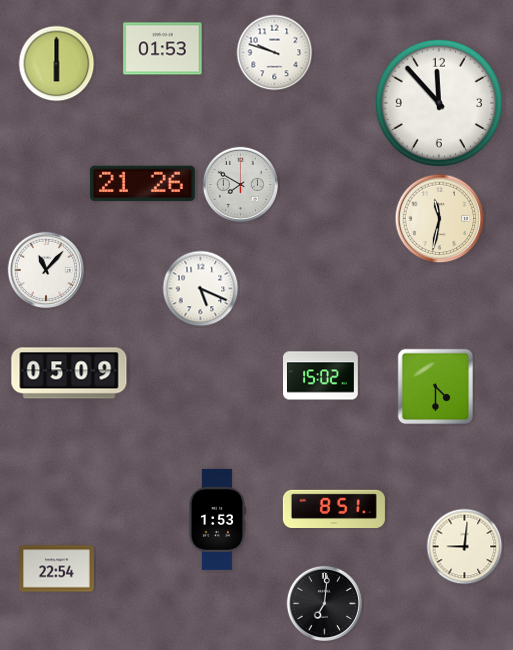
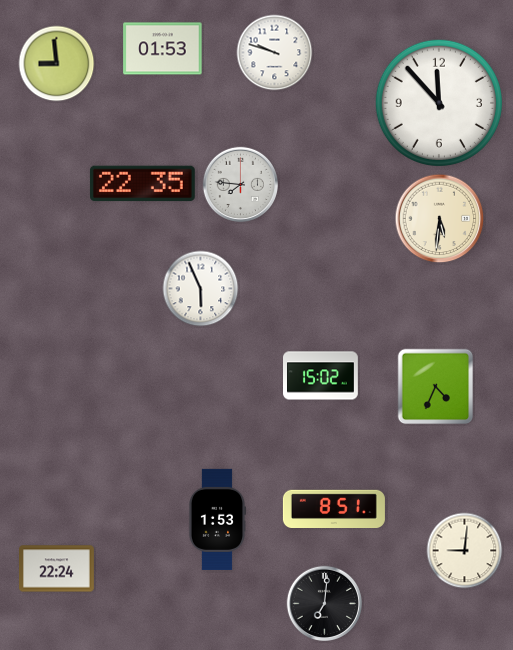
clock at (57, 64): 6:00 -> 8:59
clock at (142, 184): 21:26 -> 22:35
clock at (240, 184): 7:50 -> 7:46
clock at (440, 219): 11:32 -> 5:31
clock at (46, 270): 11:07 -> none
clock at (201, 289): 5:19 -> 5:56
clock at (69, 373): 05:09 -> none
clock at (436, 387): 4:30 -> 4:34
clock at (465, 547) position: (465, 547) -> (465, 551)
clock at (57, 569): 22:54 -> 22:24
